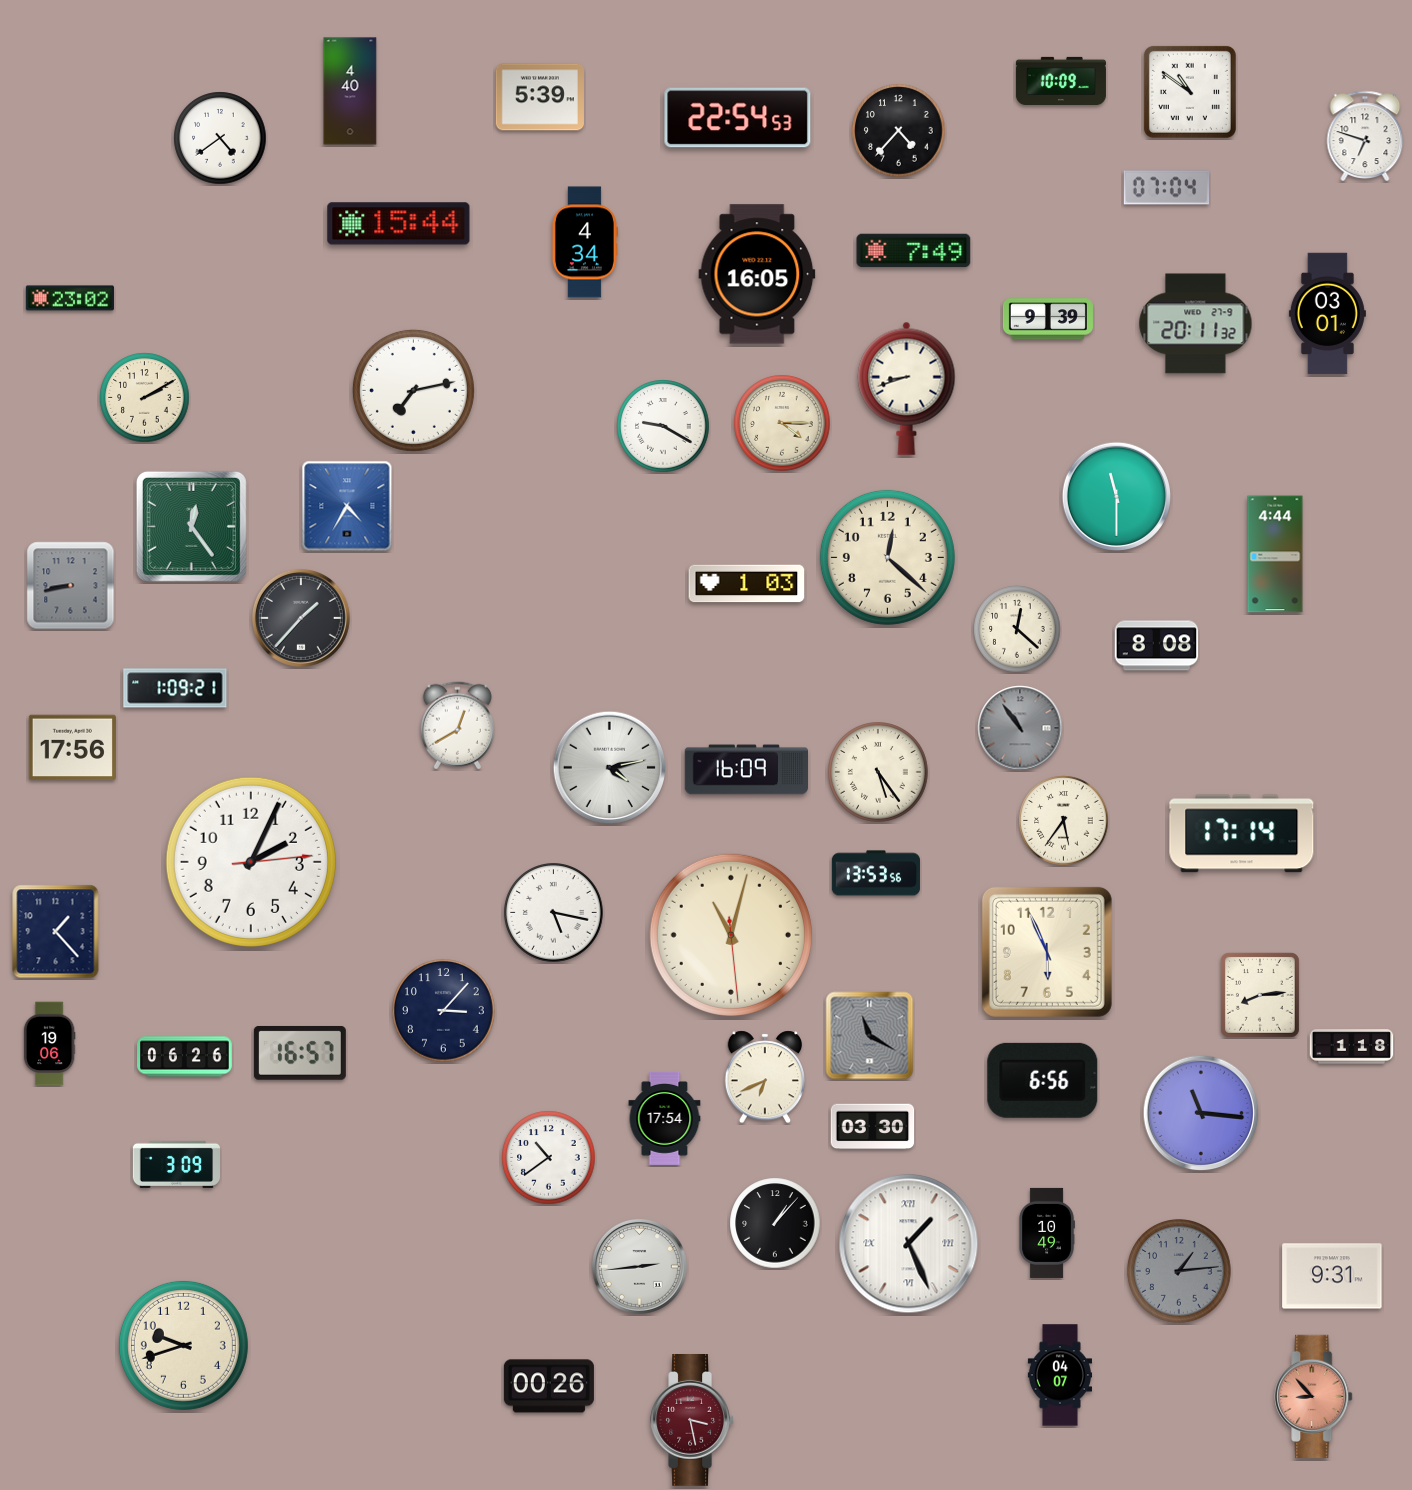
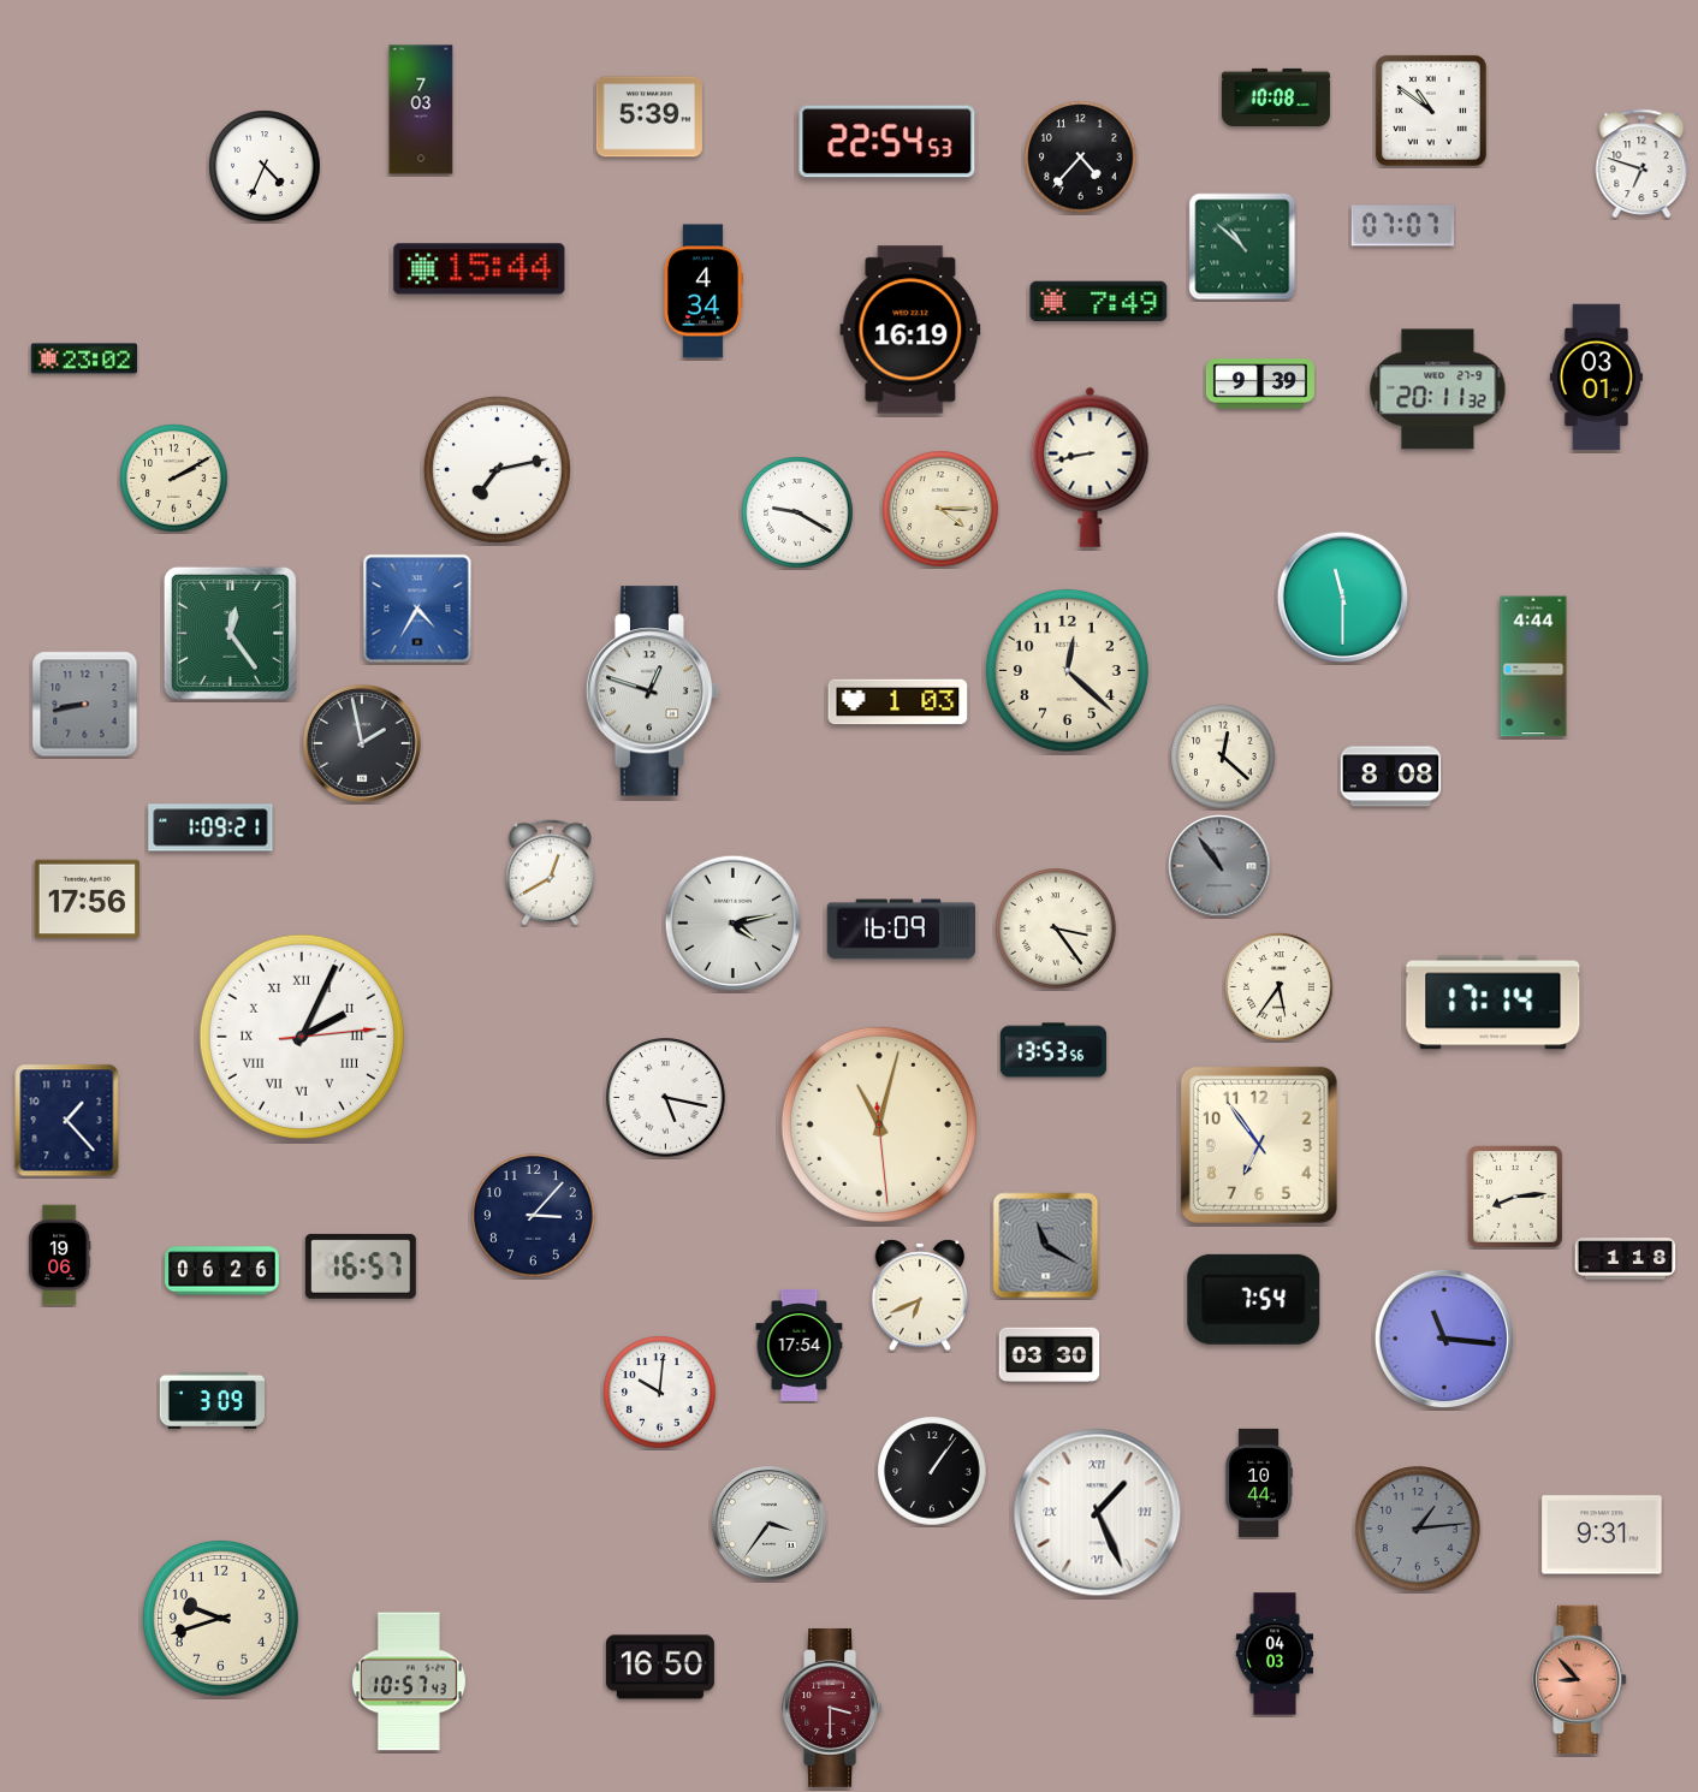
clock at (1061, 80): 10:09 -> 10:08
clock at (350, 91): 4:40 -> 7:03
clock at (220, 138): 4:39 -> 4:34
clock at (1167, 188): 07:04 -> 07:07
clock at (1242, 247): none -> 10:52
clock at (757, 274): 16:05 -> 16:19
clock at (907, 388): 8:42 -> 8:43
clock at (653, 692): none -> 12:48
clock at (301, 618): 1:37 -> 1:58
clock at (1020, 728) position: (1020, 728) -> (1219, 866)
clock at (746, 770) position: (746, 770) -> (901, 930)
clock at (878, 772): 5:24 -> 3:24
clock at (251, 862) numerals: Arabic -> Roman
clock at (1047, 952): 5:56 -> 6:54
clock at (1043, 1080): 6:56 -> 7:54
clock at (549, 1158): 10:39 -> 10:01
clock at (775, 1223): 1:07 -> 1:06
clock at (1047, 1233): 10:49 -> 10:44
clock at (909, 1244) position: (909, 1244) -> (1098, 1513)
clock at (640, 1267): 2:44 -> 3:36
clock at (1059, 1375): 04:07 -> 04:03
clock at (549, 1386): 00:26 -> 16:50
clock at (409, 1681): none -> 10:57
clock at (692, 1421): 3:28 -> 3:30
